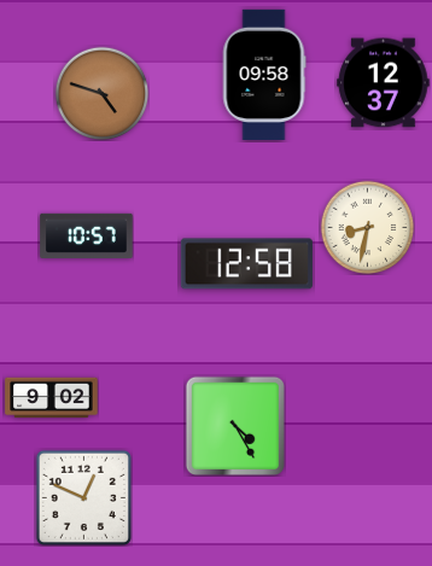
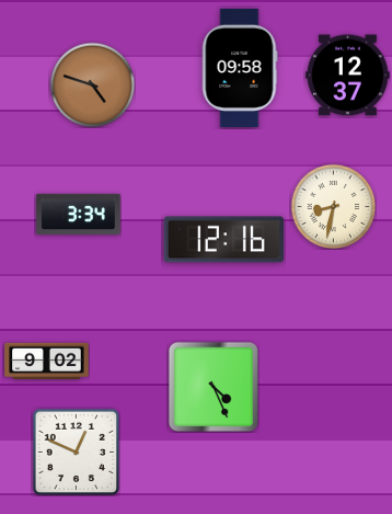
clock at (87, 235): 10:57 -> 3:34
clock at (246, 264): 12:58 -> 12:16
clock at (235, 426): 4:25 -> 4:26
